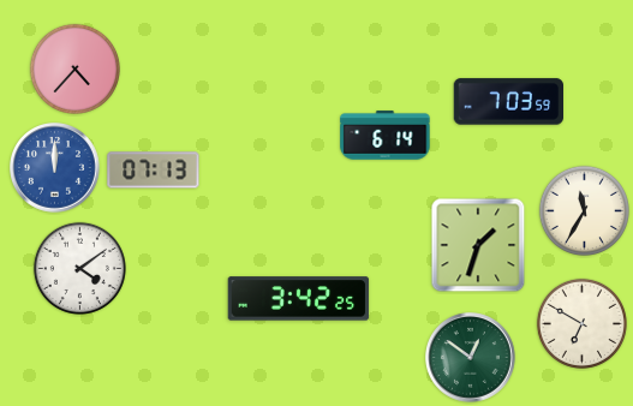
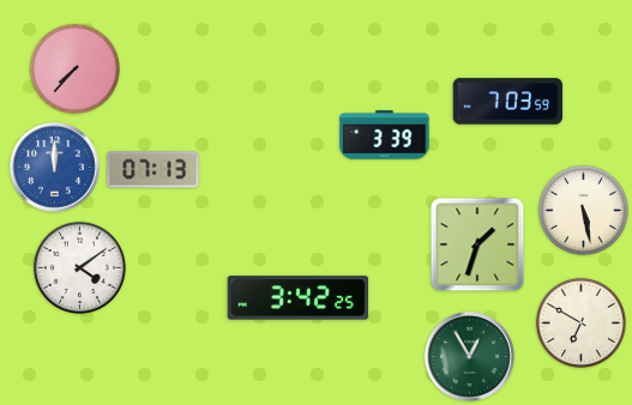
clock at (74, 68): 4:37 -> 7:37
clock at (386, 136): 6:14 -> 3:39
clock at (584, 210): 11:35 -> 5:28
clock at (471, 358): 12:51 -> 12:55
